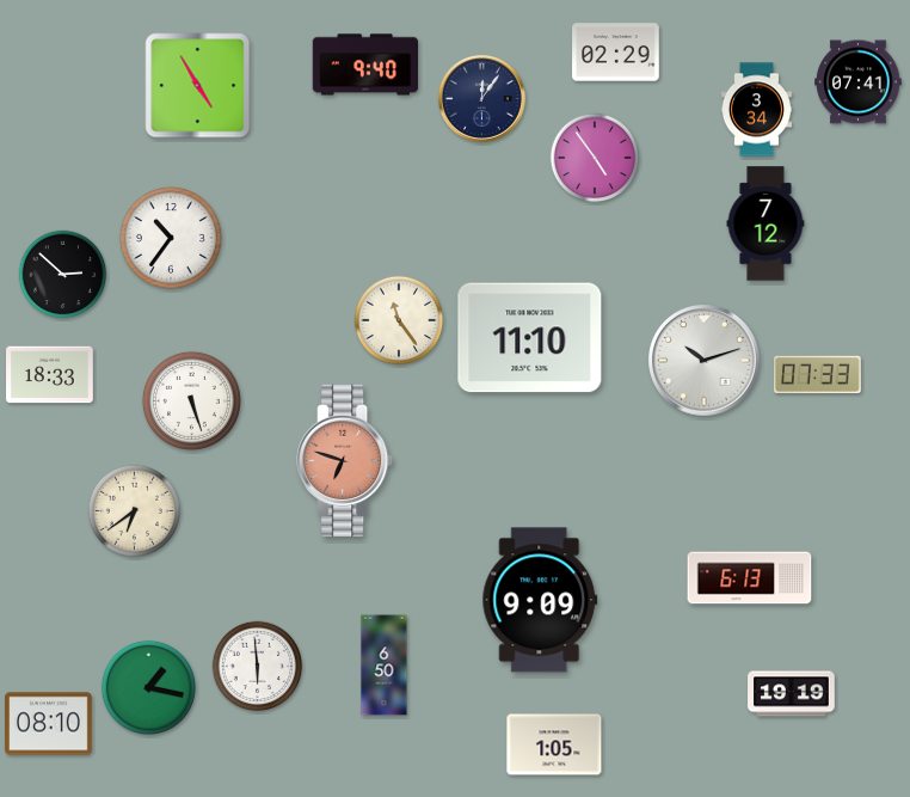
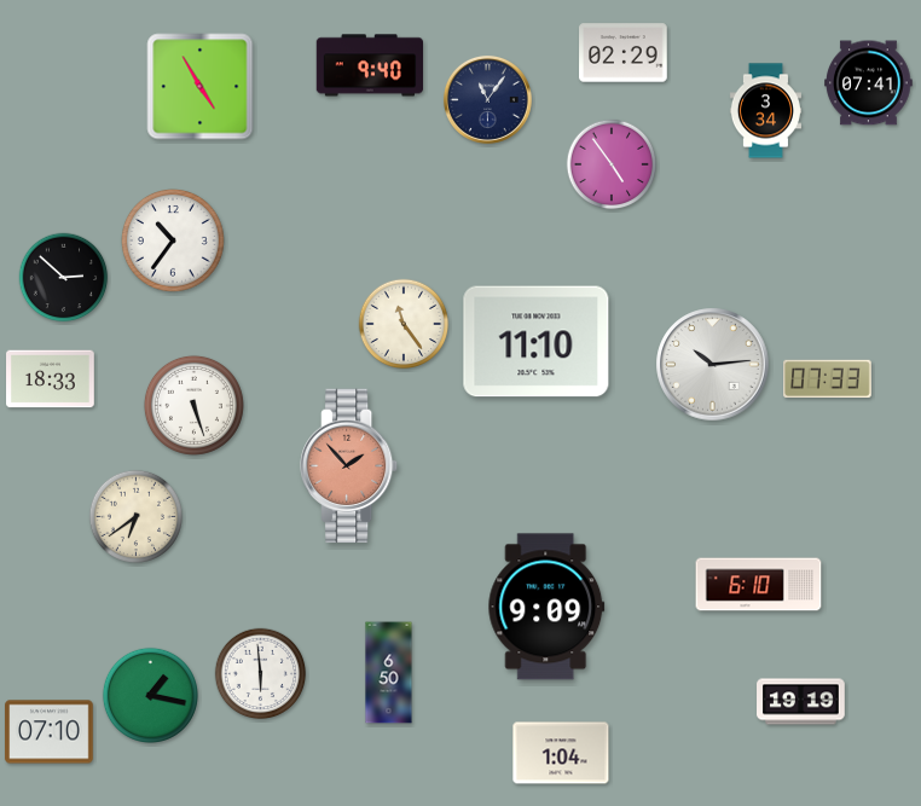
clock at (481, 98): 12:06 -> 11:06
clock at (595, 158) position: (595, 158) -> (612, 164)
clock at (765, 223): 7:12 -> none
clock at (705, 361): 10:12 -> 10:14
clock at (345, 461): 6:48 -> 1:53
clock at (750, 578): 6:13 -> 6:10
clock at (49, 724): 08:10 -> 07:10
clock at (554, 744): 1:05 -> 1:04
